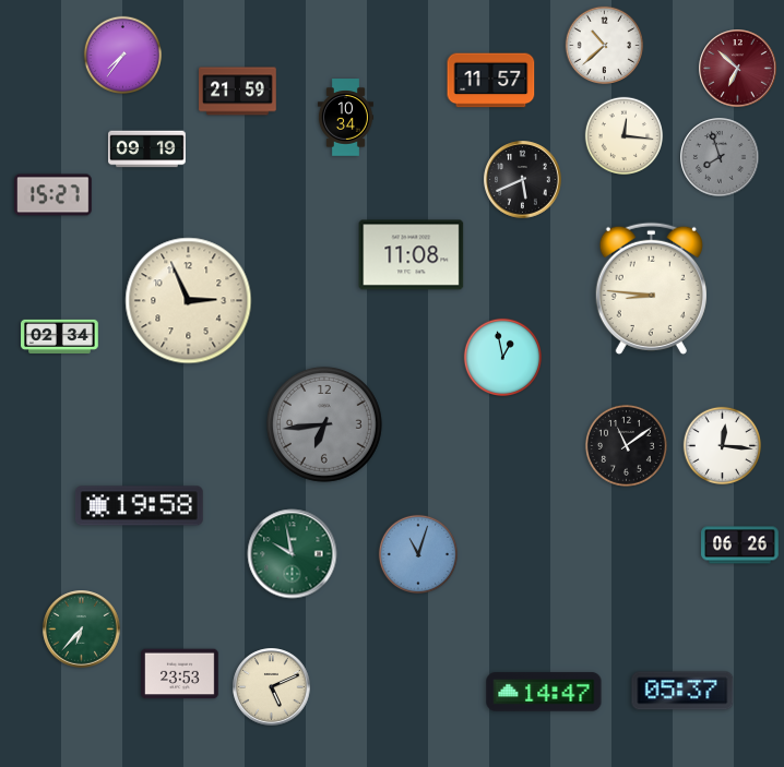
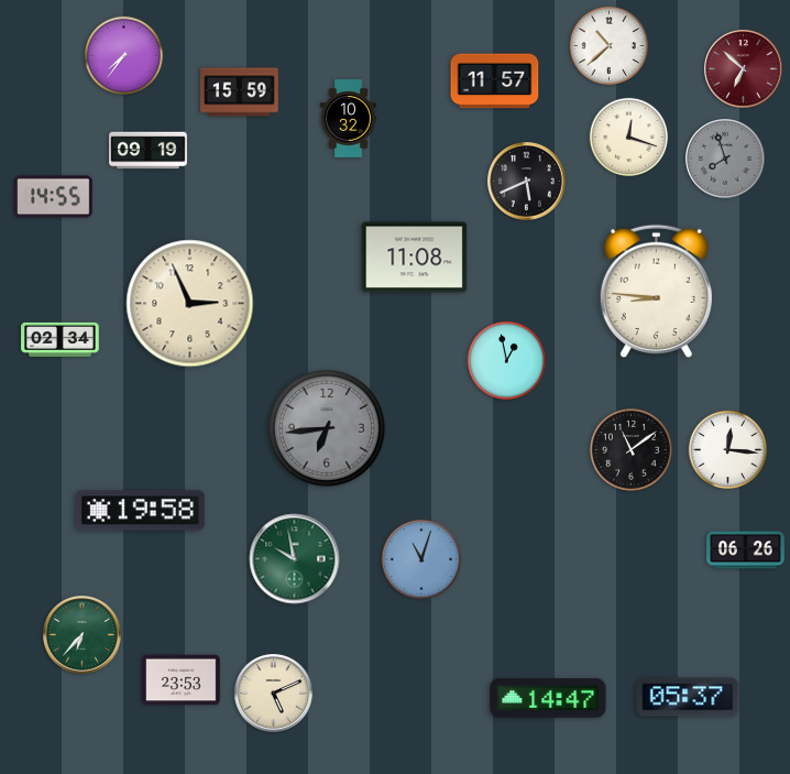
clock at (238, 92): 21:59 -> 15:59
clock at (345, 118): 10:34 -> 10:32
clock at (625, 136): 12:16 -> 12:18
clock at (54, 195): 15:27 -> 14:55
